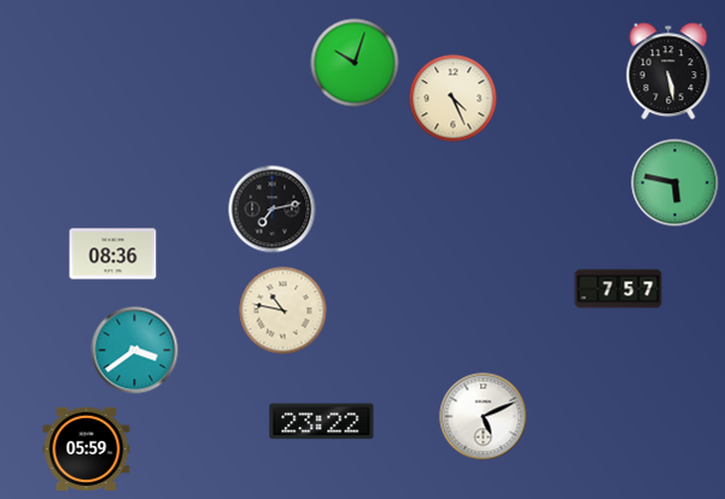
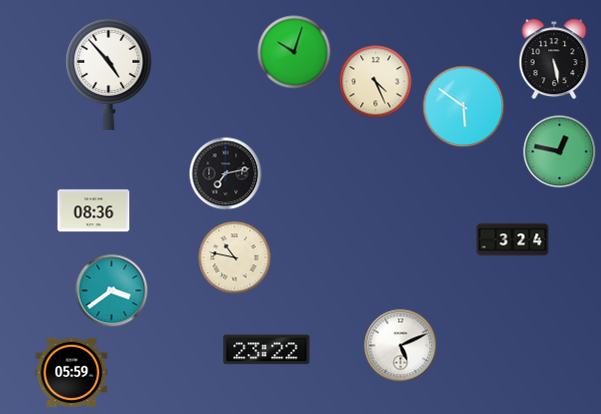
clock at (109, 74): none -> 4:53
clock at (464, 107): none -> 5:51
clock at (676, 183): 5:47 -> 12:47
clock at (619, 289): 7:57 -> 3:24
